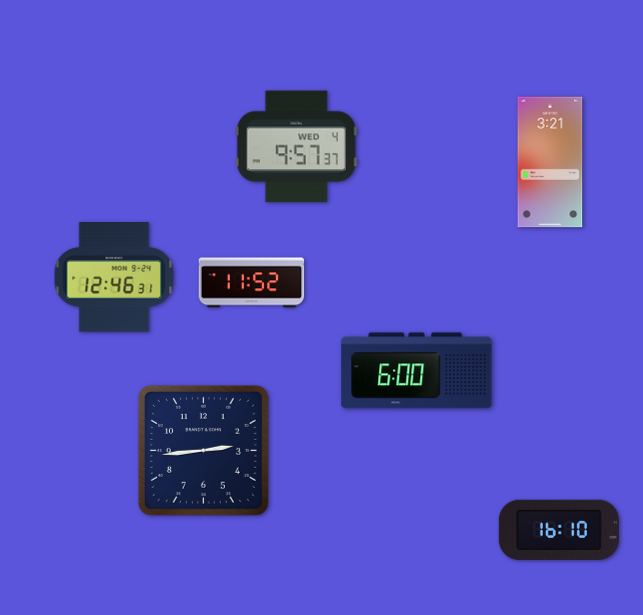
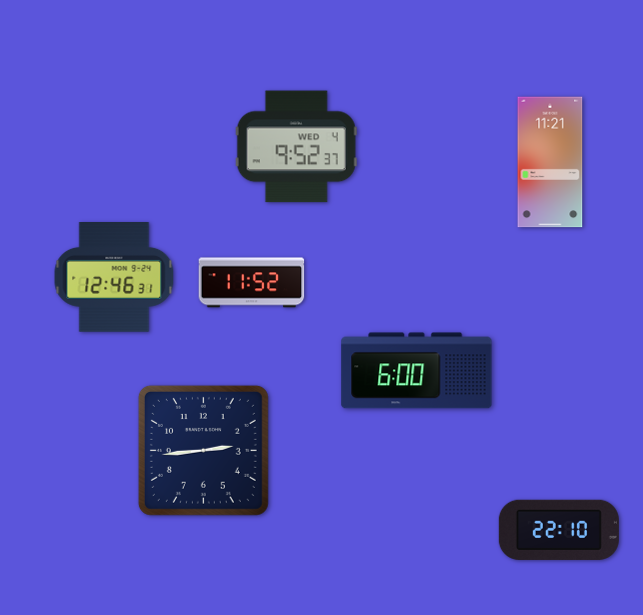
clock at (296, 147): 9:57 -> 9:52
clock at (550, 162): 3:21 -> 11:21
clock at (559, 530): 16:10 -> 22:10
